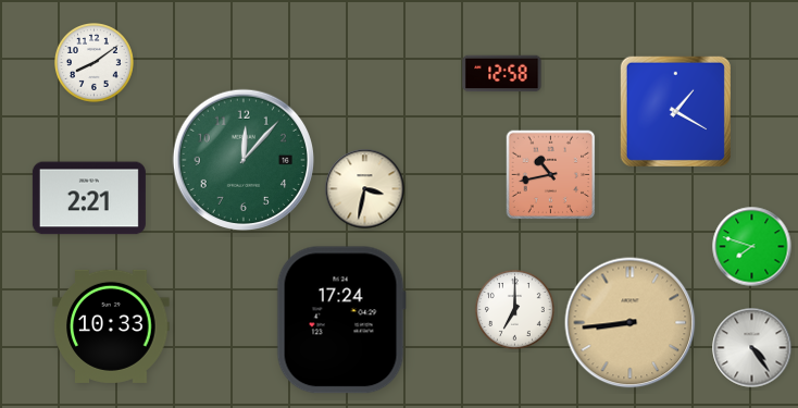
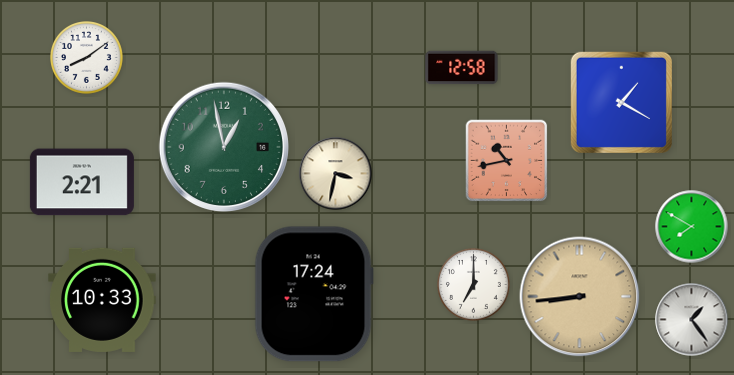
clock at (242, 159): 12:07 -> 12:58
clock at (752, 247): 7:48 -> 7:50
clock at (752, 348): 4:24 -> 1:24
